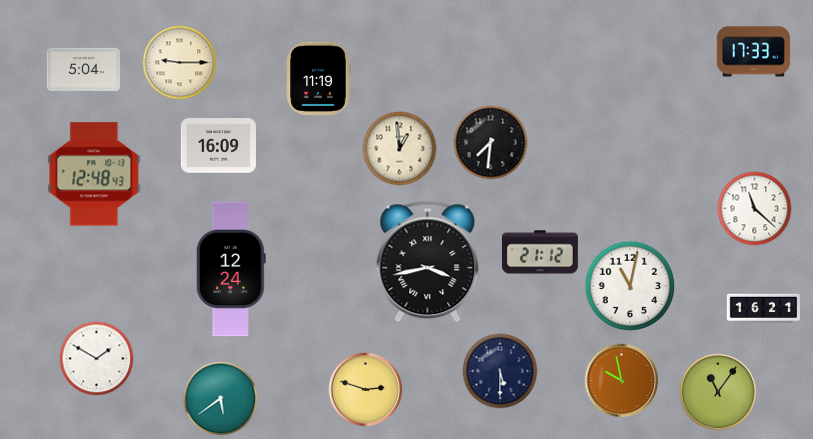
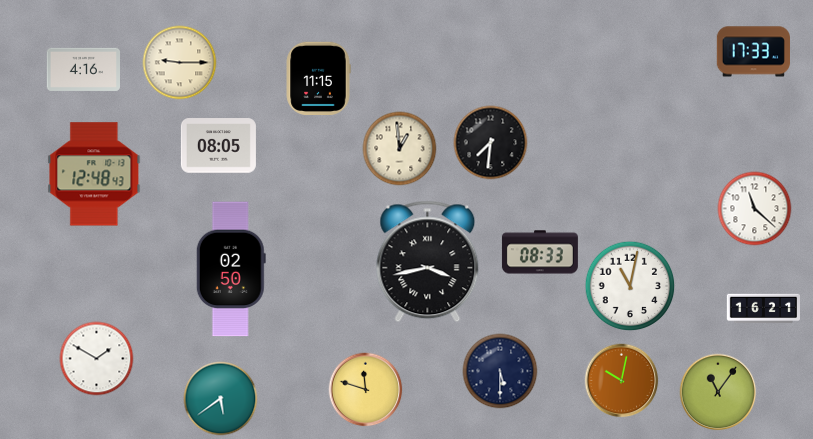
clock at (83, 69): 5:04 -> 4:16
clock at (318, 78): 11:19 -> 11:15
clock at (218, 146): 16:09 -> 08:05
clock at (540, 252): 21:12 -> 08:33
clock at (231, 269): 12:24 -> 02:50
clock at (622, 381): 9:58 -> 10:02
clock at (366, 390): 2:48 -> 11:48
